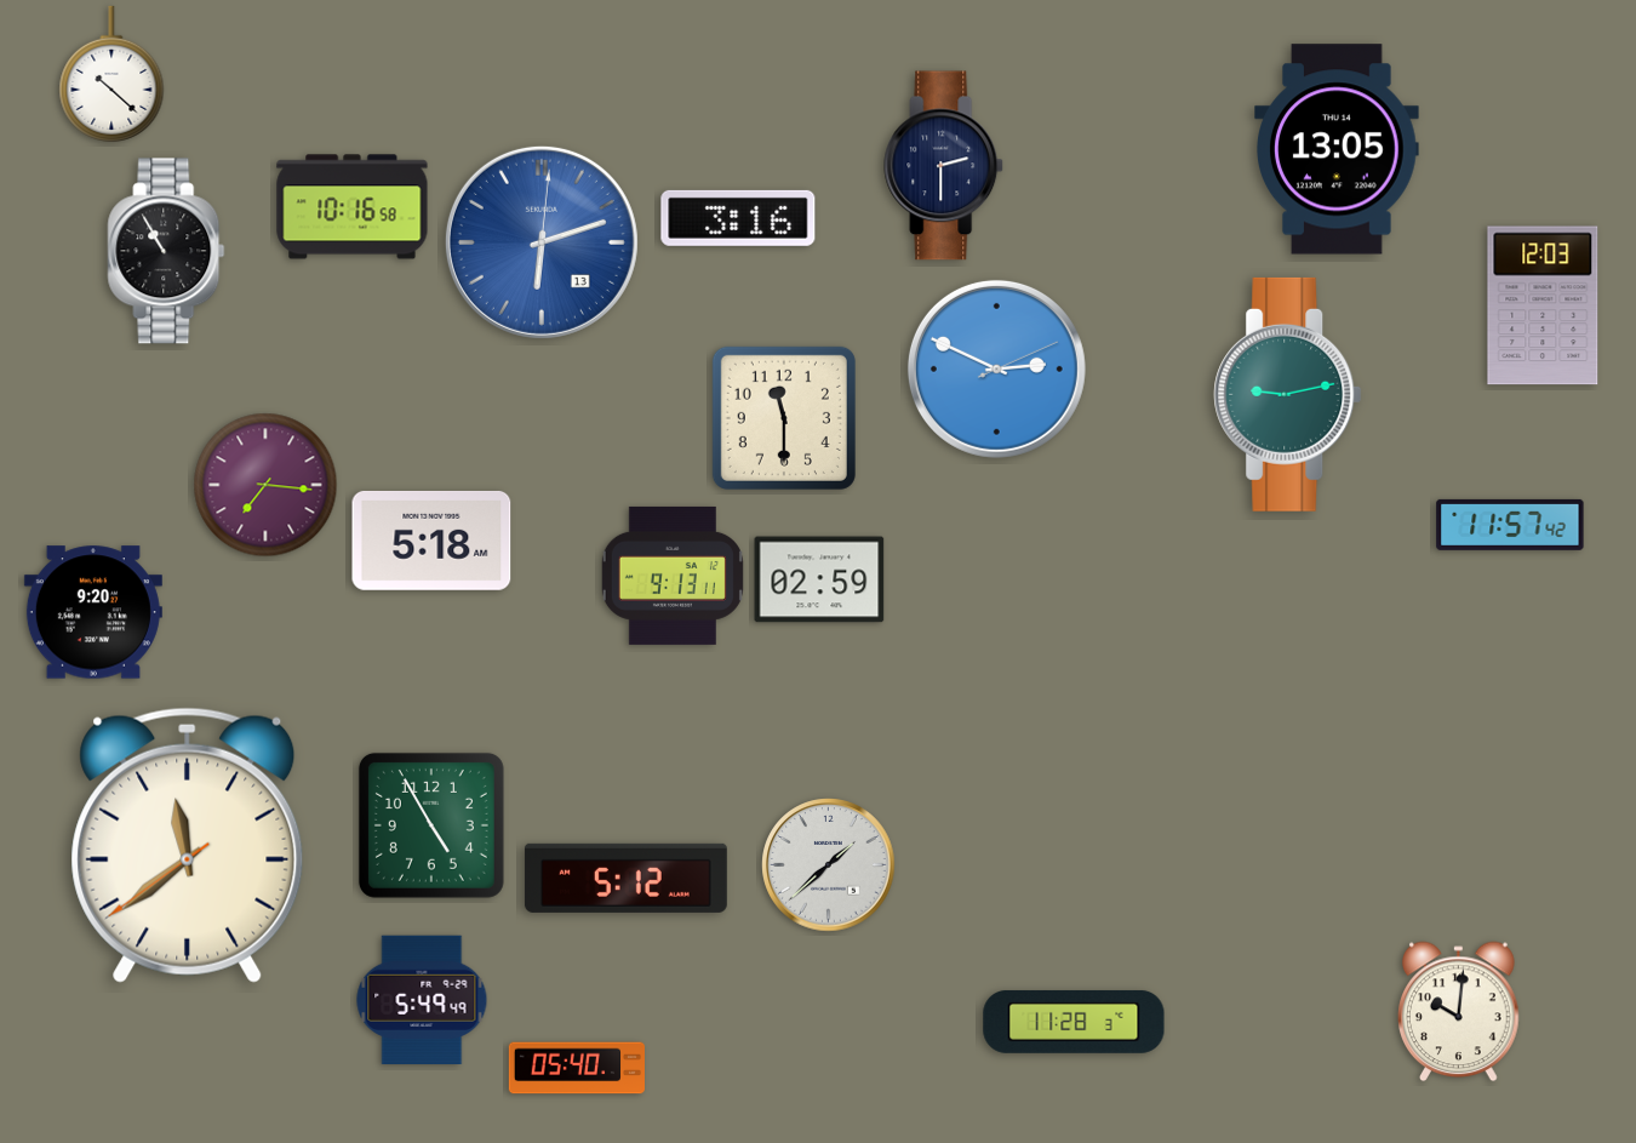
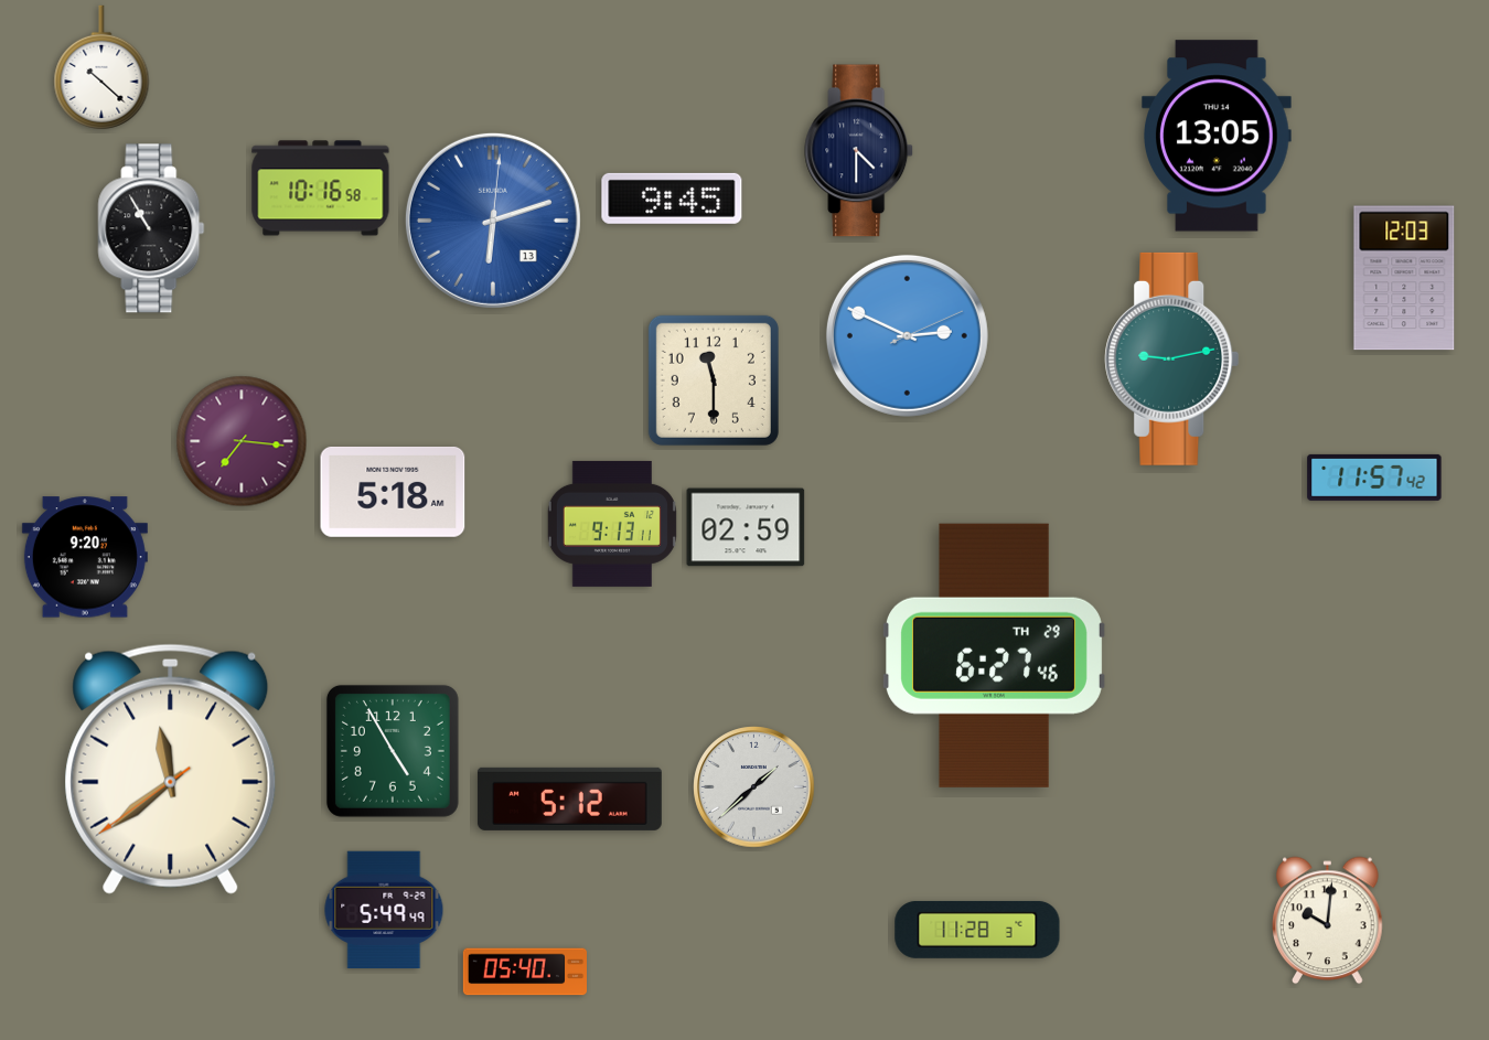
clock at (944, 166): 2:30 -> 4:30
clock at (738, 218): 3:16 -> 9:45
clock at (994, 655): none -> 6:27
